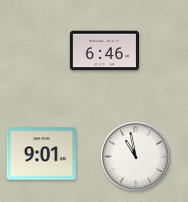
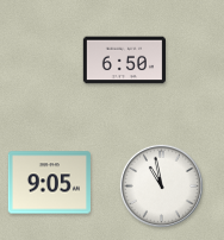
clock at (104, 51): 6:46 -> 6:50
clock at (41, 154): 9:01 -> 9:05
